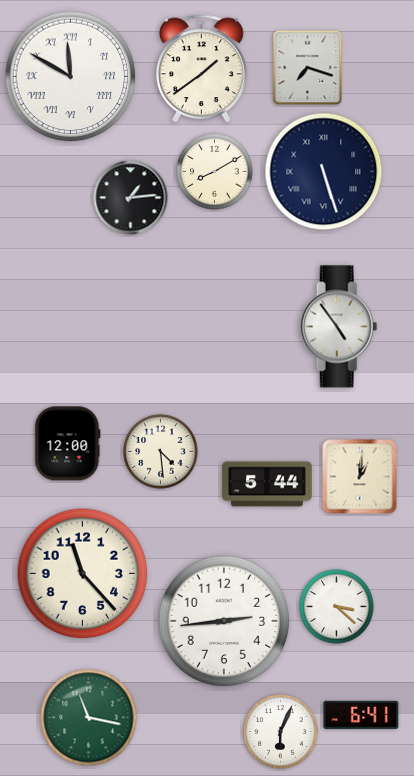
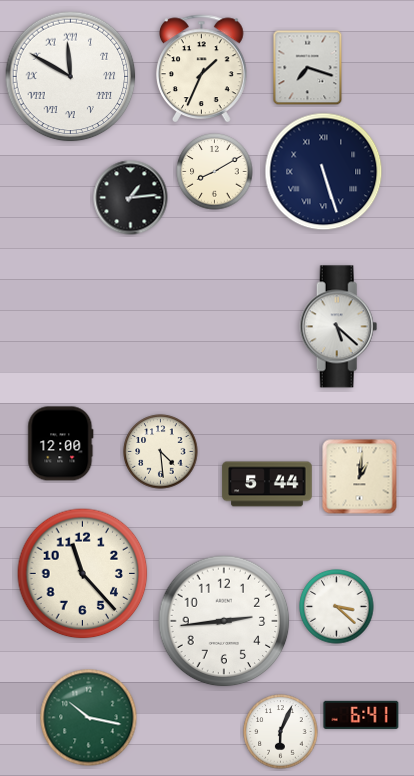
clock at (202, 69): 1:39 -> 1:34
clock at (339, 327): 4:54 -> 5:22
clock at (68, 444) position: (68, 444) -> (61, 444)
clock at (89, 718): 11:17 -> 10:17
